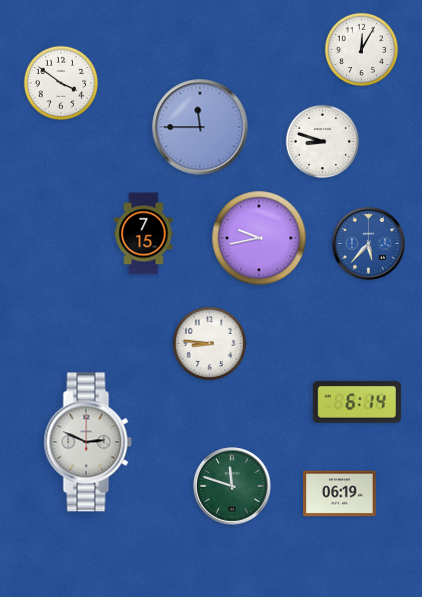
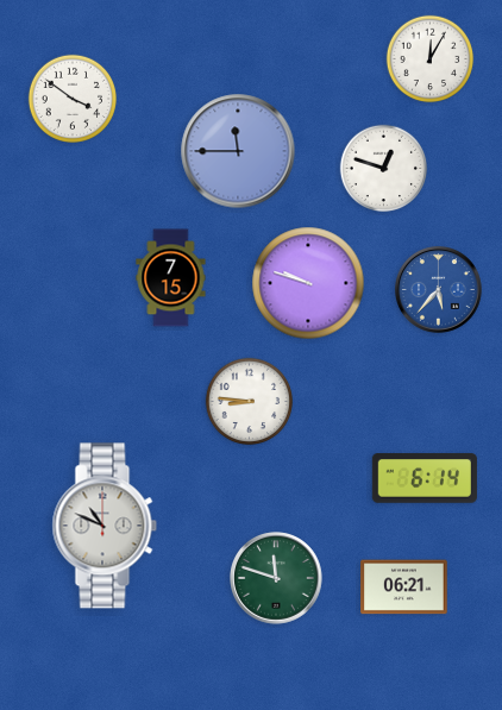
clock at (323, 142): 8:48 -> 12:48
clock at (259, 238): 9:43 -> 9:48
clock at (210, 344) position: (210, 344) -> (250, 402)
clock at (88, 442): 2:49 -> 10:49
clock at (340, 494): 06:19 -> 06:21
